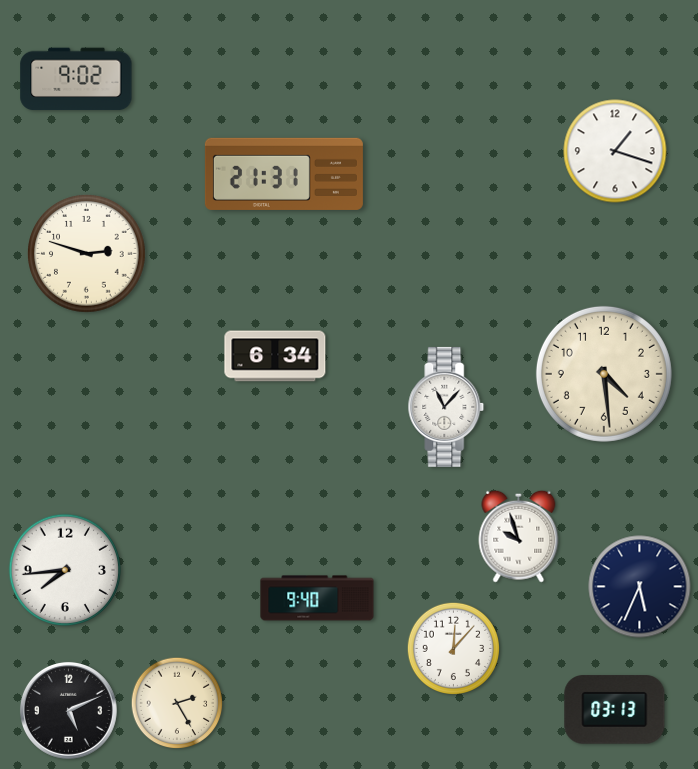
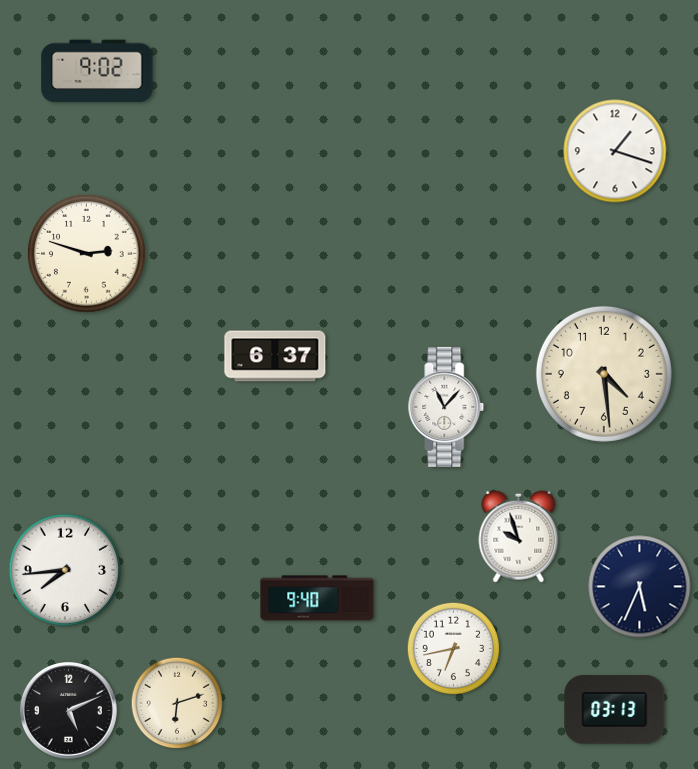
clock at (76, 79) position: (76, 79) -> (97, 71)
clock at (284, 174): 21:31 -> none
clock at (275, 356): 6:34 -> 6:37
clock at (453, 648): 12:07 -> 6:43
clock at (177, 703): 2:25 -> 6:12
